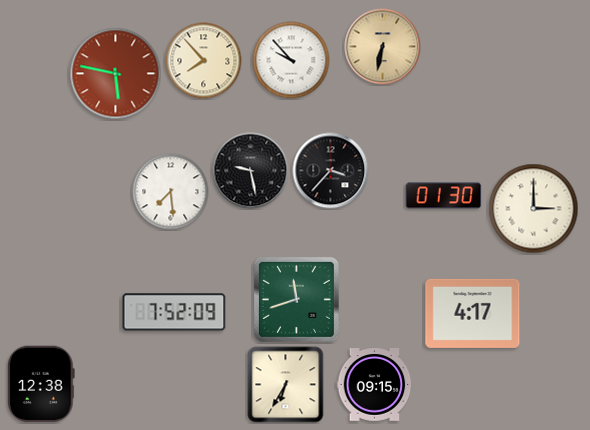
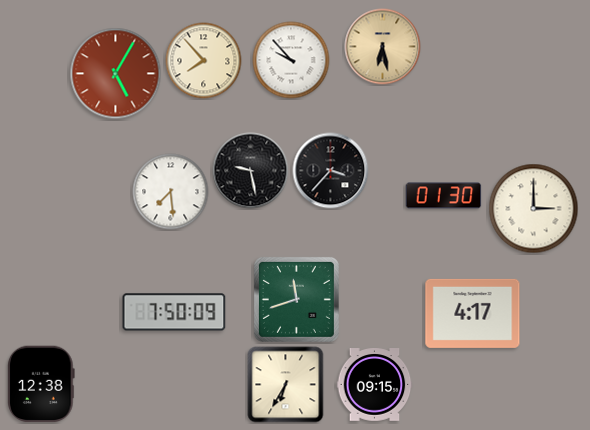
clock at (383, 47): 6:32 -> 6:28
clock at (116, 74): 5:47 -> 5:05
clock at (174, 312): 7:52 -> 7:50
